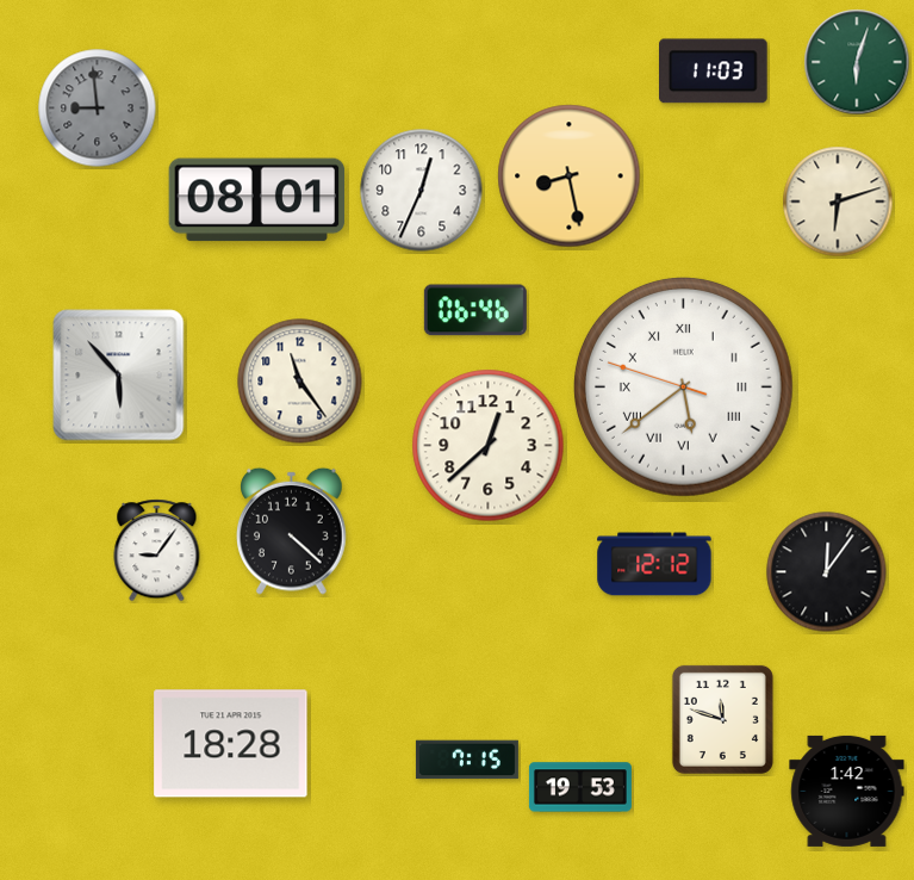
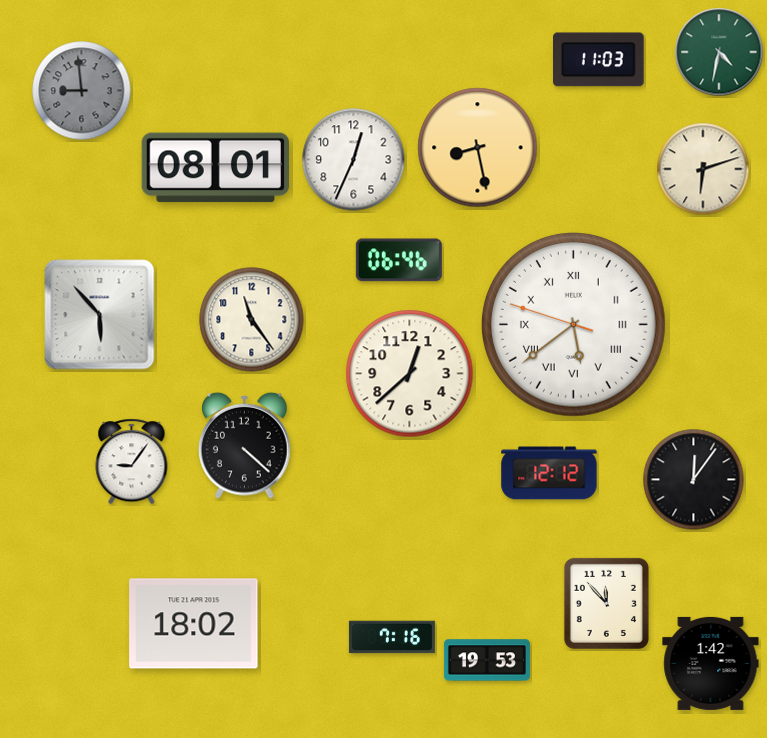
clock at (857, 62): 6:03 -> 4:32
clock at (722, 719): 11:48 -> 11:53
clock at (231, 744): 18:28 -> 18:02
clock at (467, 760): 7:15 -> 7:16
